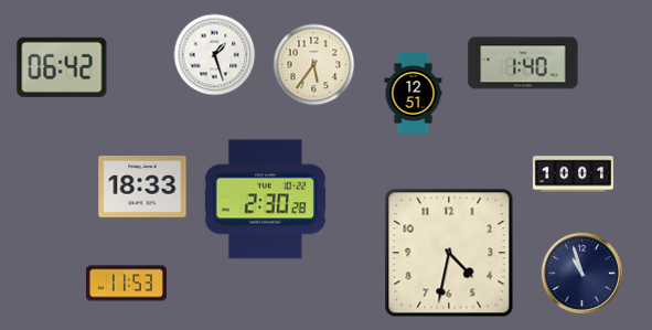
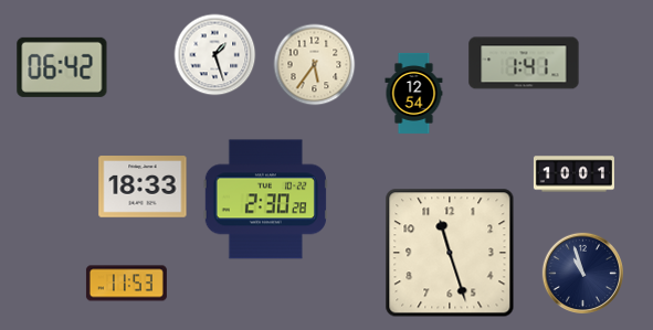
clock at (523, 63): 1:40 -> 1:41
clock at (414, 93): 12:51 -> 12:54
clock at (449, 253): 4:32 -> 11:27
